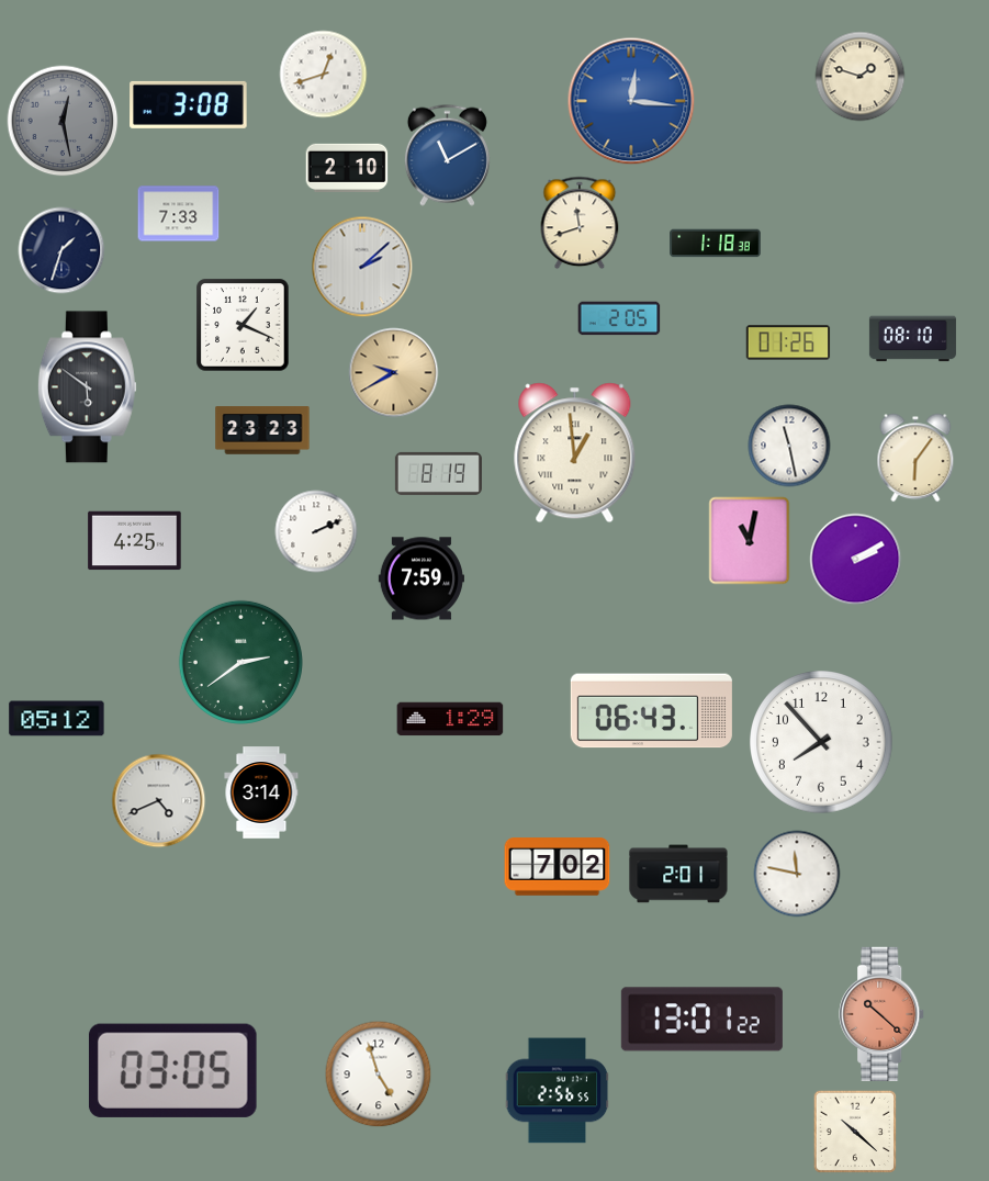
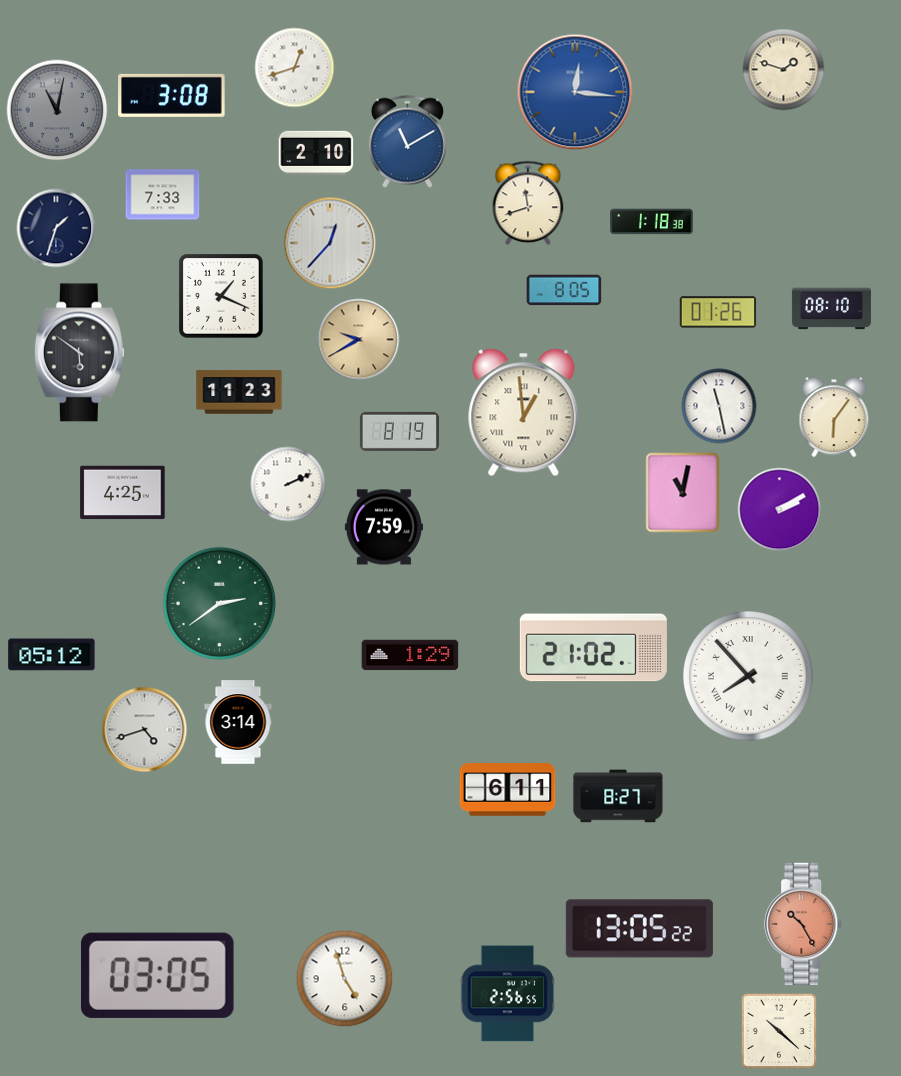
clock at (63, 121): 12:28 -> 11:02
clock at (362, 267): 2:08 -> 12:37
clock at (619, 318): 2:05 -> 8:05
clock at (262, 430): 23:23 -> 11:23
clock at (651, 711): 06:43 -> 21:02
clock at (821, 742) numerals: Arabic -> Roman
clock at (159, 801): 4:41 -> 4:42
clock at (558, 867): 7:02 -> 6:11
clock at (678, 874): 2:01 -> 8:27
clock at (797, 874): 11:47 -> none
clock at (883, 1013): 10:22 -> 10:25
clock at (701, 1020): 13:01 -> 13:05
